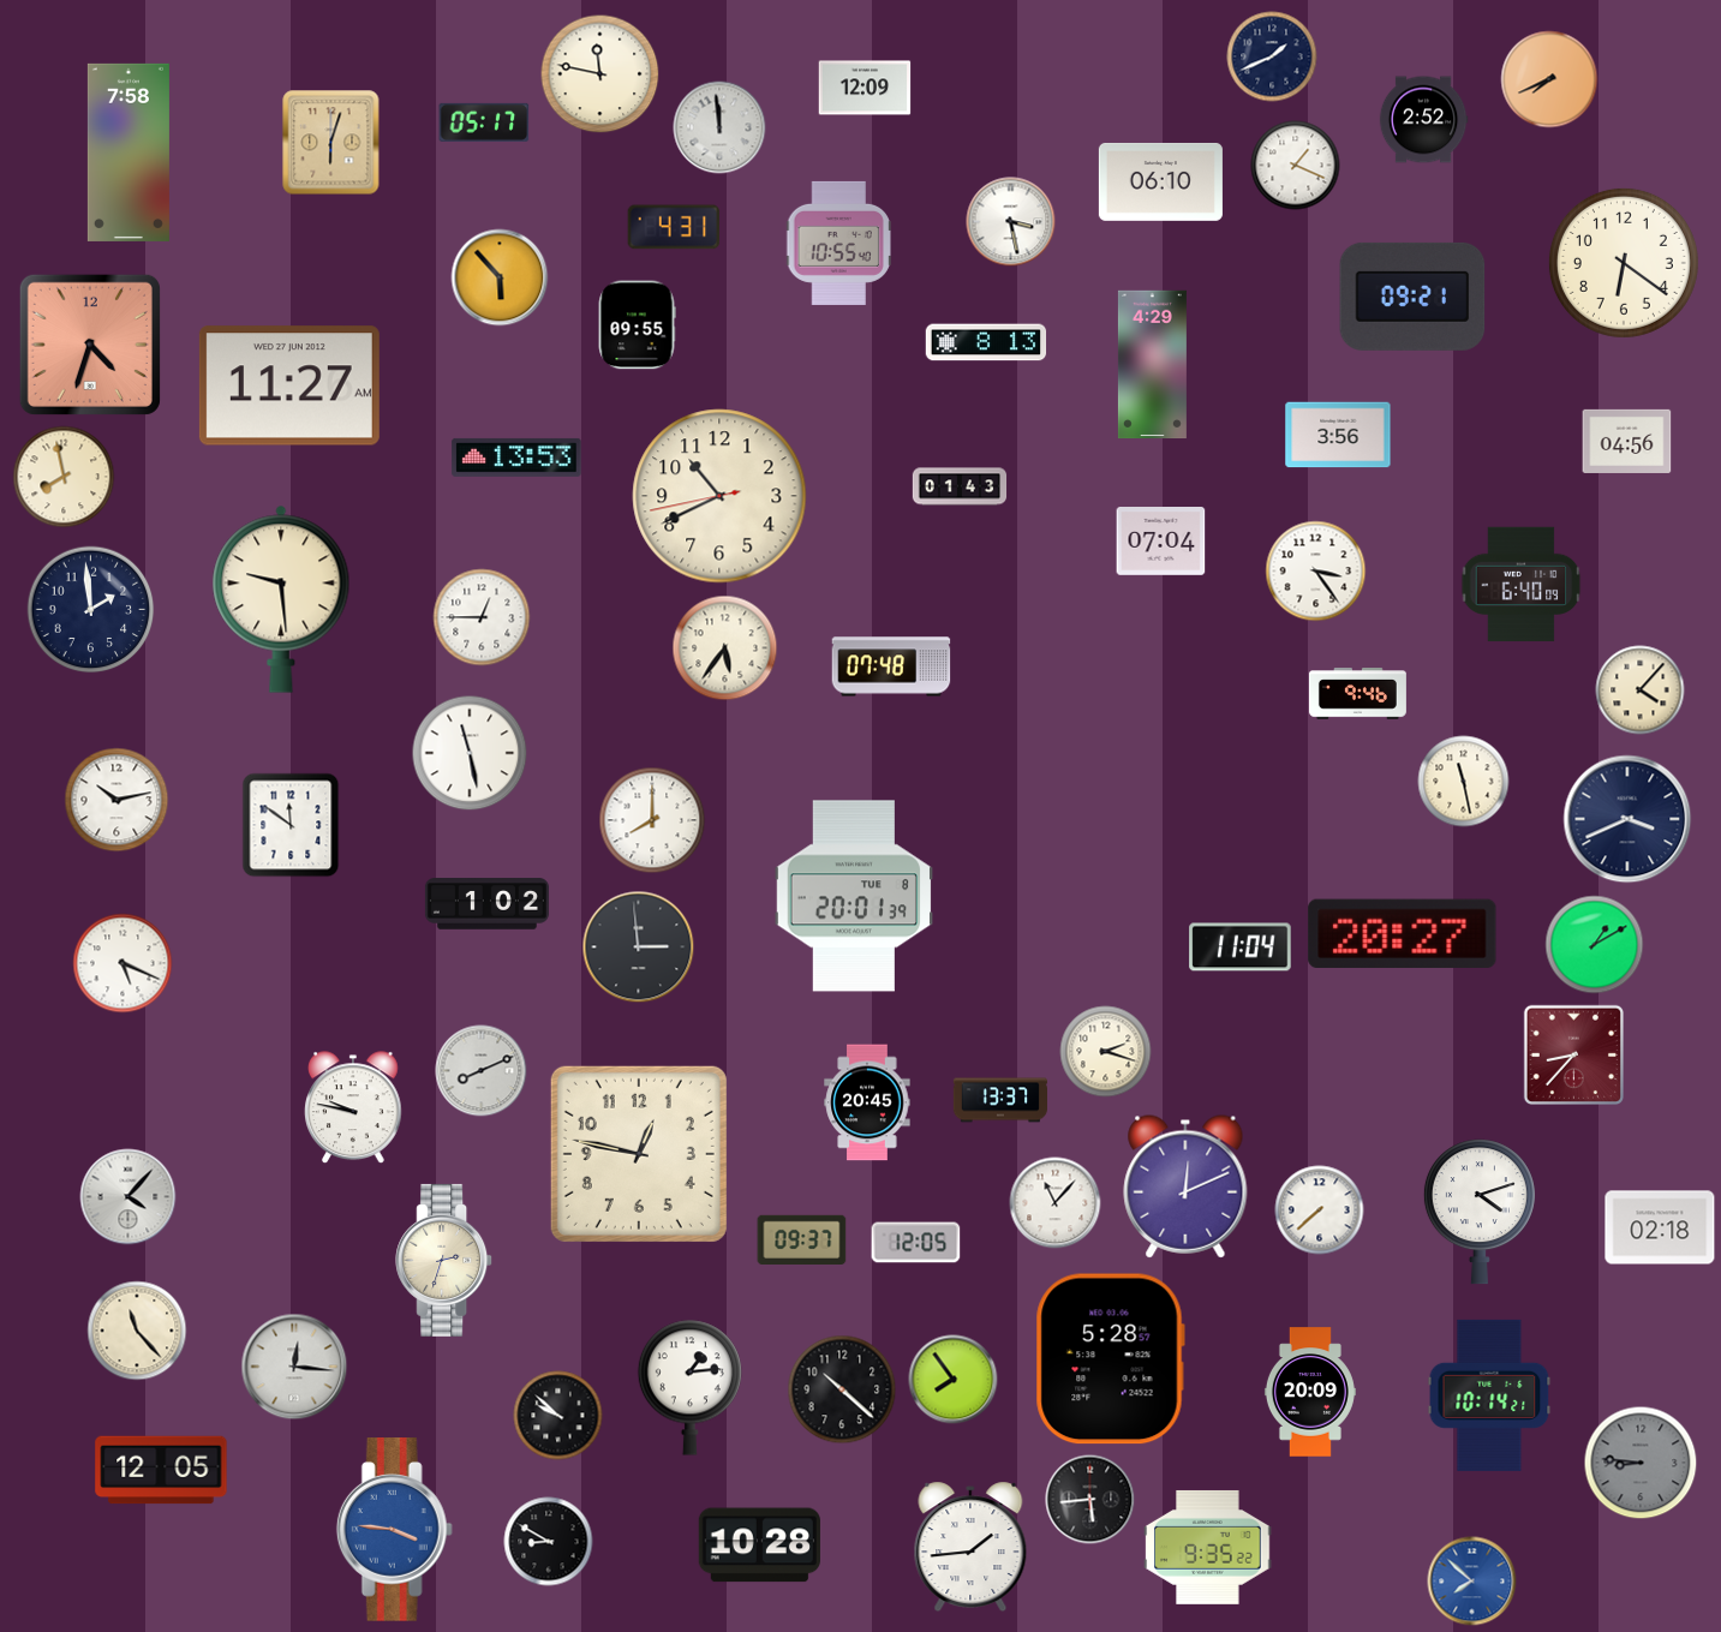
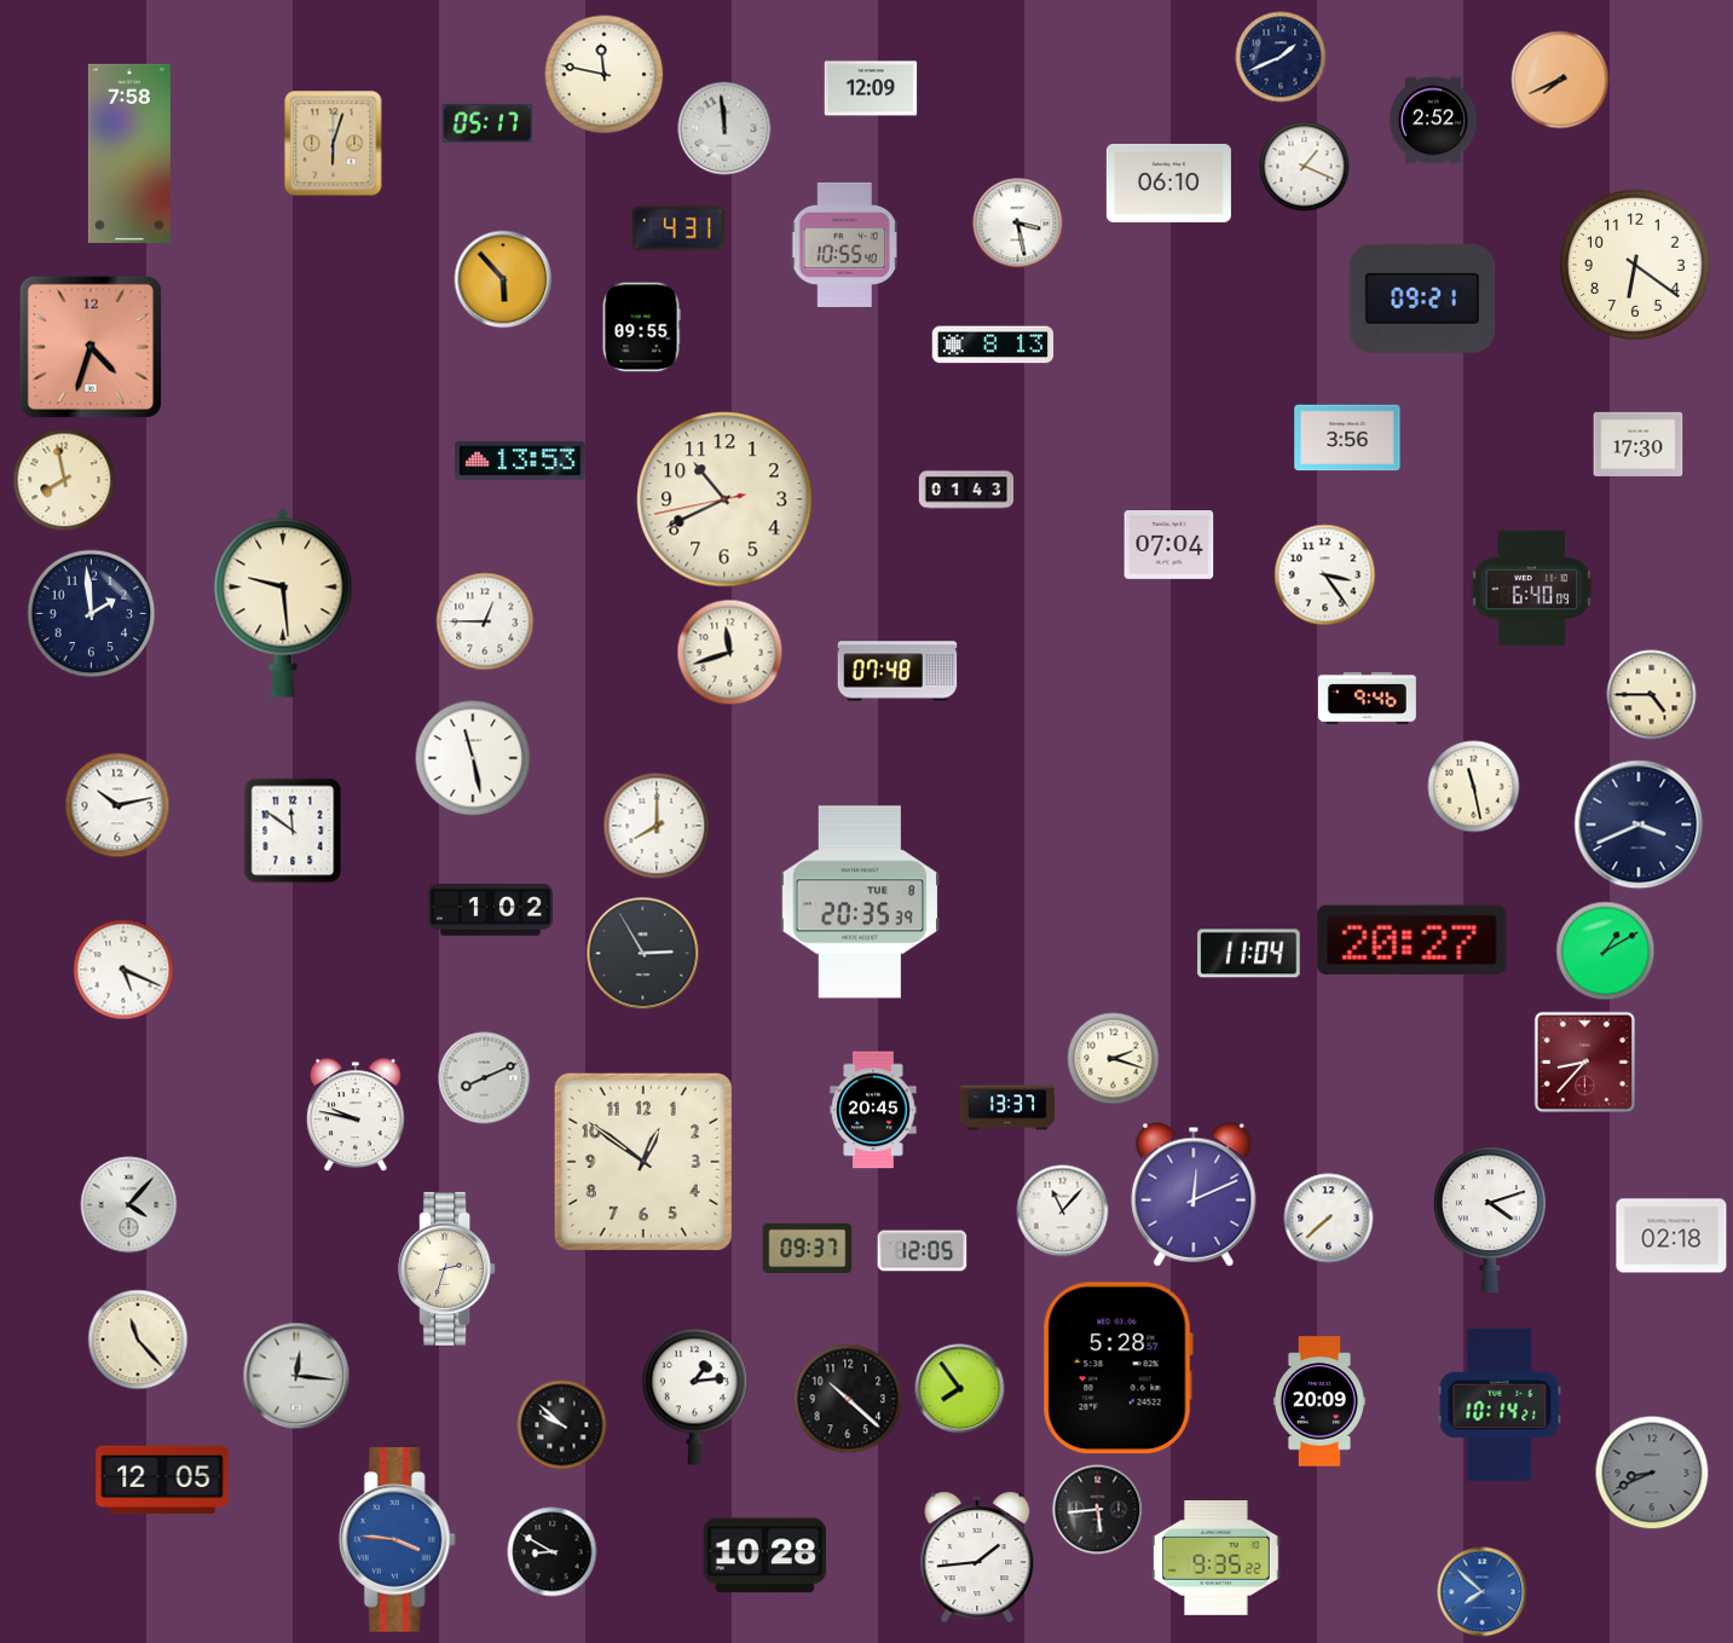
clock at (1152, 365): 4:29 -> none
clock at (289, 385): 11:27 -> none
clock at (1627, 441): 04:56 -> 17:30
clock at (725, 648): 5:36 -> 11:42
clock at (1641, 691): 4:07 -> 4:45
clock at (853, 896): 20:01 -> 20:35
clock at (639, 947): 2:59 -> 2:55
clock at (639, 1154): 12:47 -> 12:51
clock at (1641, 1463): 8:46 -> 8:41
